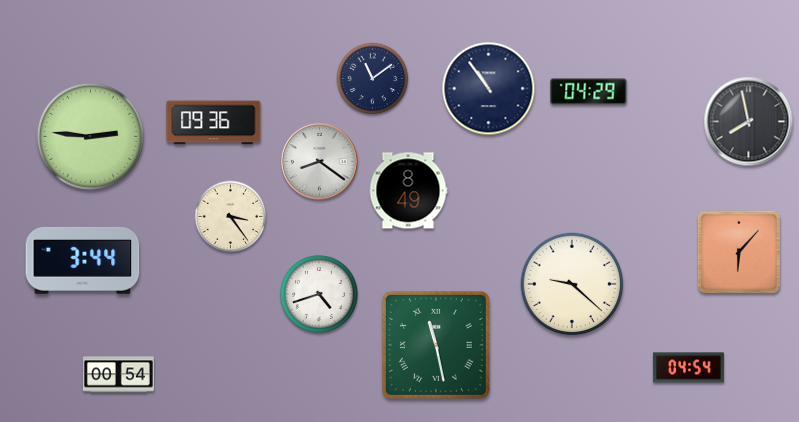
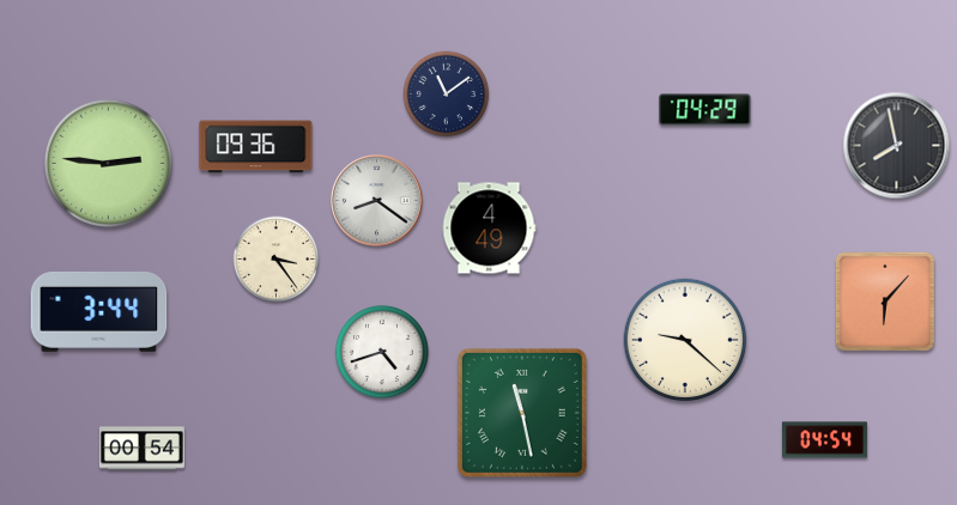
clock at (489, 89): 10:54 -> none
clock at (320, 162) position: (320, 162) -> (377, 201)
clock at (408, 191): 8:49 -> 4:49
